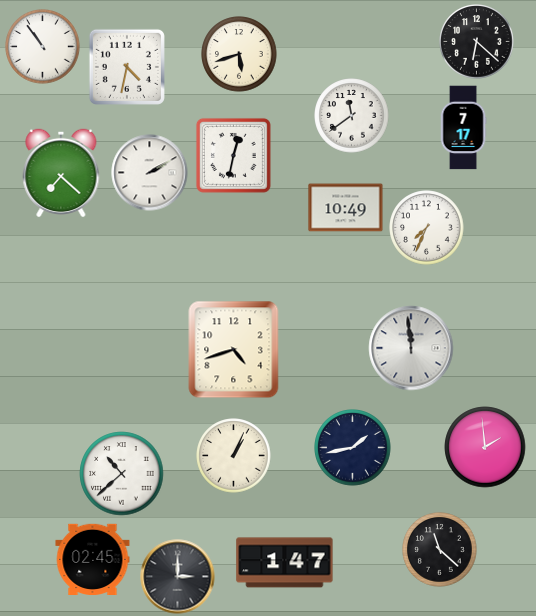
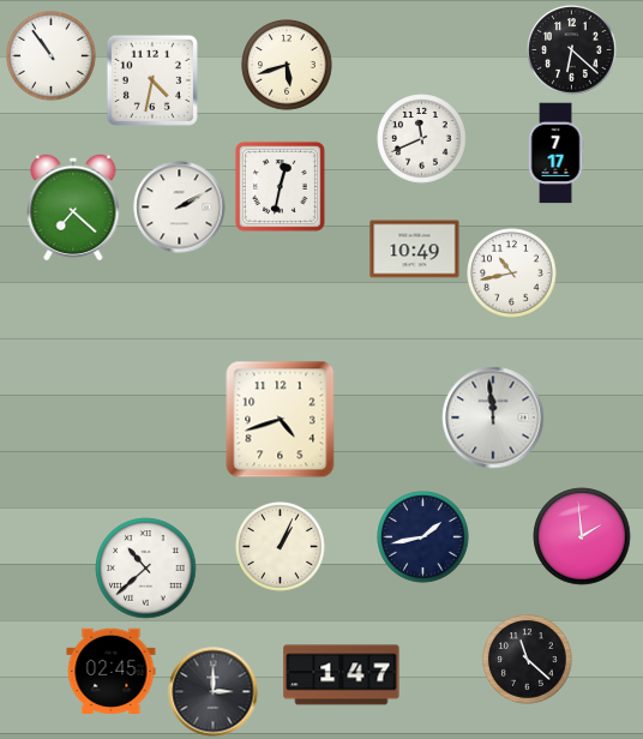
clock at (352, 116): 11:39 -> 11:41
clock at (427, 228): 7:34 -> 10:43
